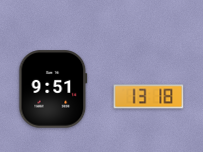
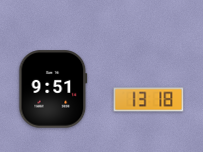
clock at (149, 97) position: (149, 97) -> (149, 100)
